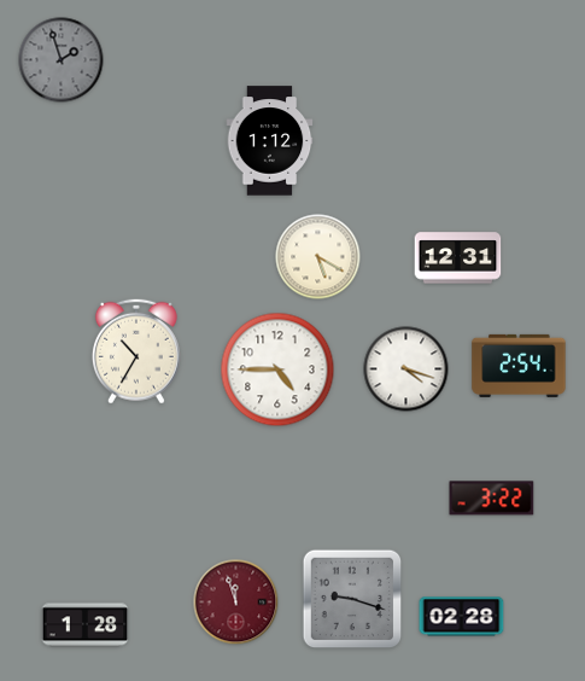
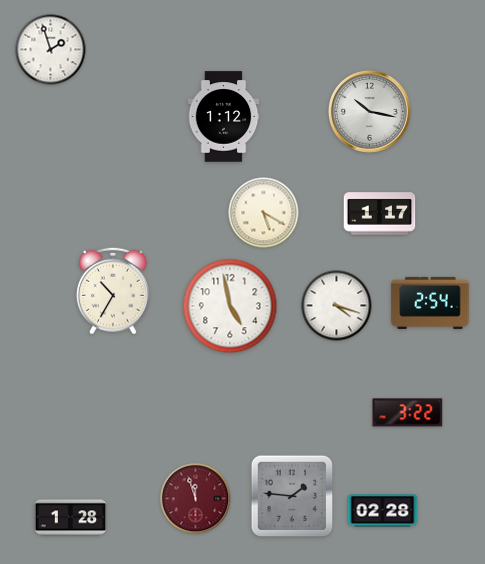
clock at (62, 60) dial: grey -> white
clock at (370, 112): none -> 10:17
clock at (458, 258): 12:31 -> 1:17
clock at (277, 369): 4:45 -> 4:58
clock at (352, 599): 9:18 -> 1:46
